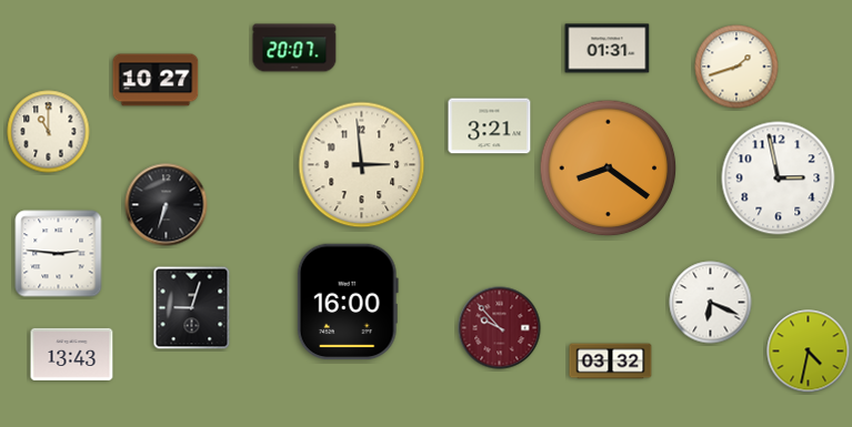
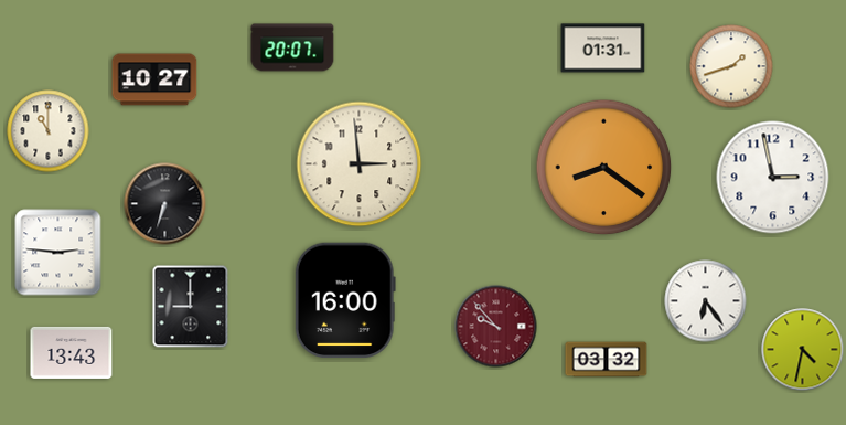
clock at (490, 126): 3:21 -> none
clock at (711, 303): 6:19 -> 6:24
clock at (192, 308): 9:03 -> 9:00
